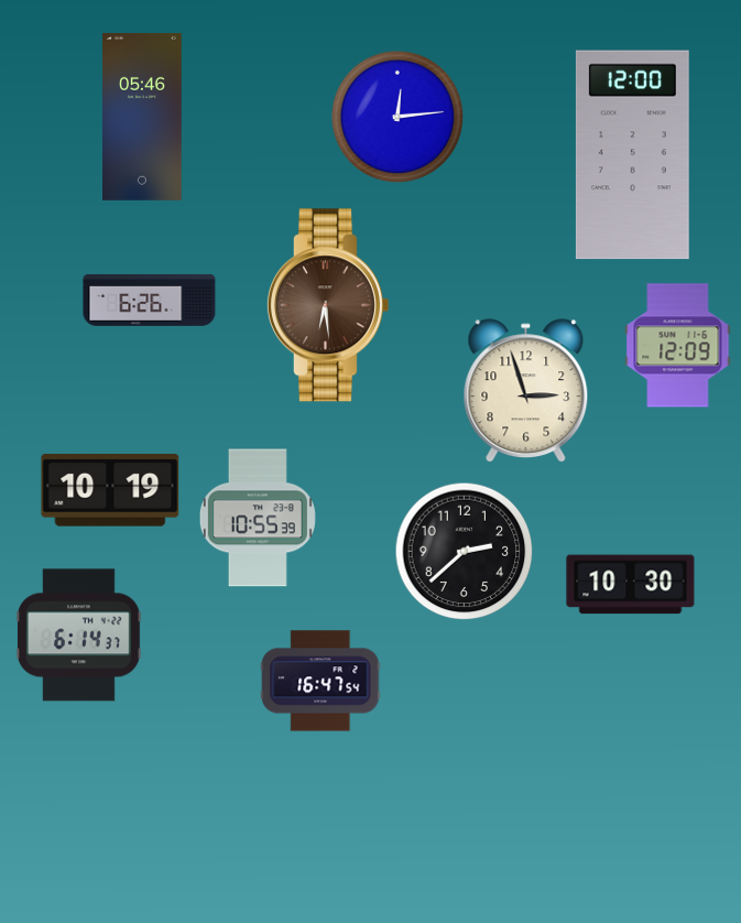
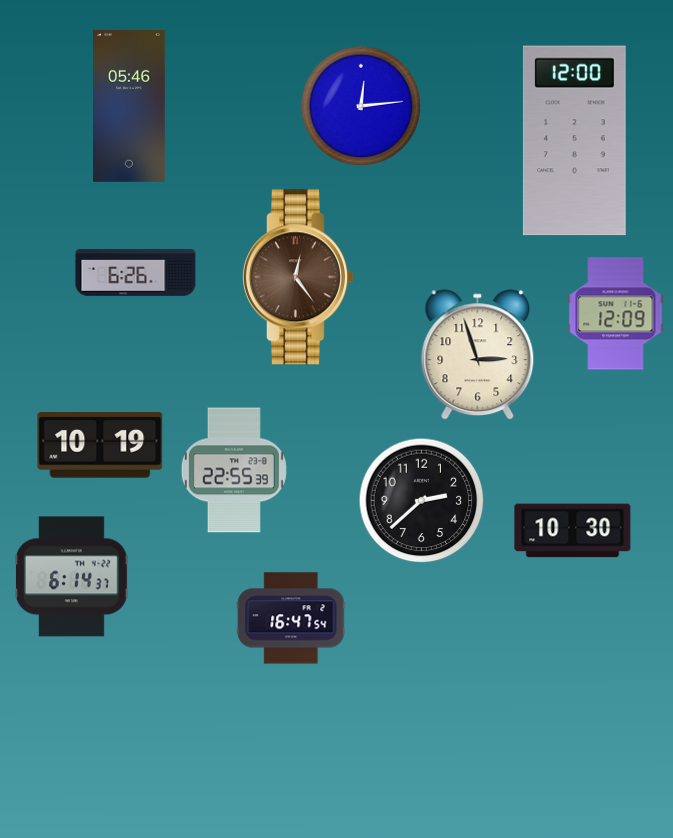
clock at (327, 305): 6:29 -> 12:24
clock at (258, 518): 10:55 -> 22:55
